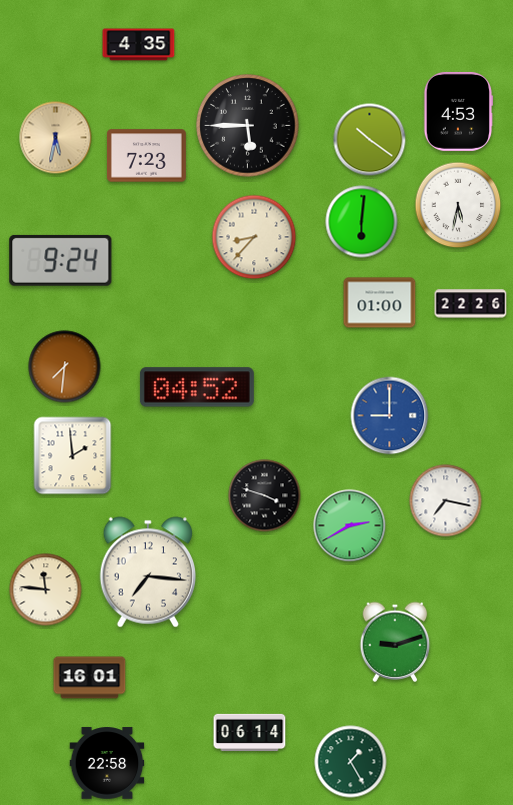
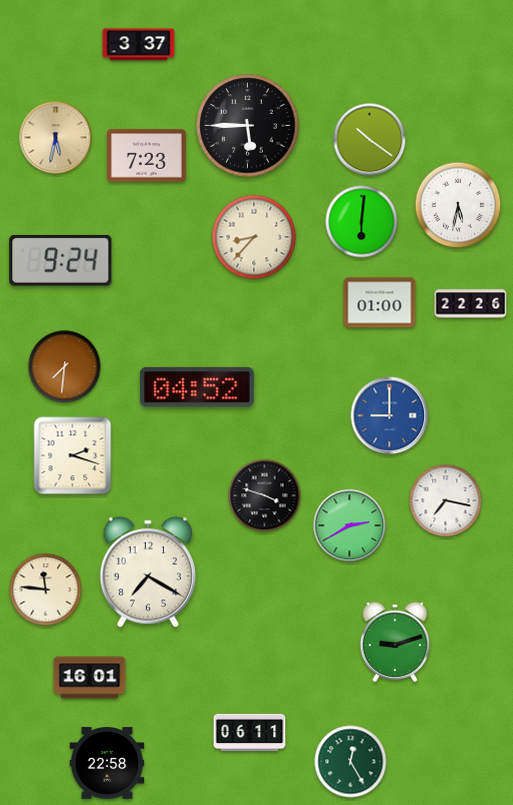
clock at (139, 45): 4:35 -> 3:37
clock at (458, 111): 4:53 -> none
clock at (73, 456): 1:59 -> 2:18
clock at (147, 572): 7:16 -> 7:20
clock at (250, 732): 06:14 -> 06:11
clock at (351, 762): 1:25 -> 12:25
